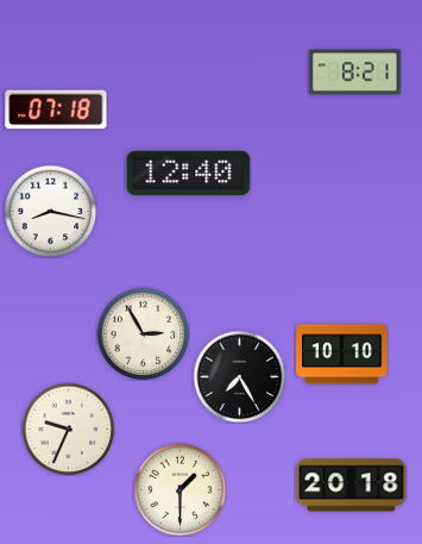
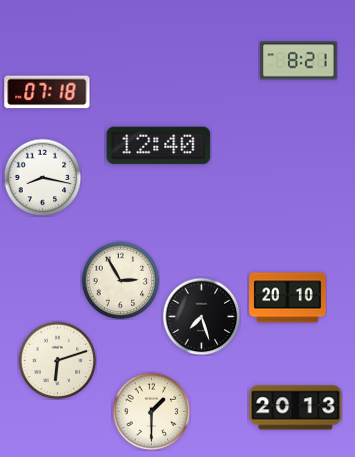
clock at (342, 355): 10:10 -> 20:10
clock at (239, 376): 7:25 -> 7:27
clock at (68, 429): 9:34 -> 6:12
clock at (352, 486): 20:18 -> 20:13
